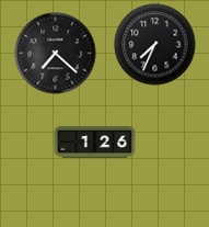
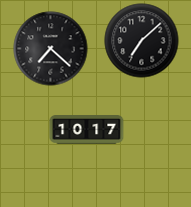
clock at (155, 45): 7:34 -> 7:08
clock at (95, 143): 1:26 -> 10:17
